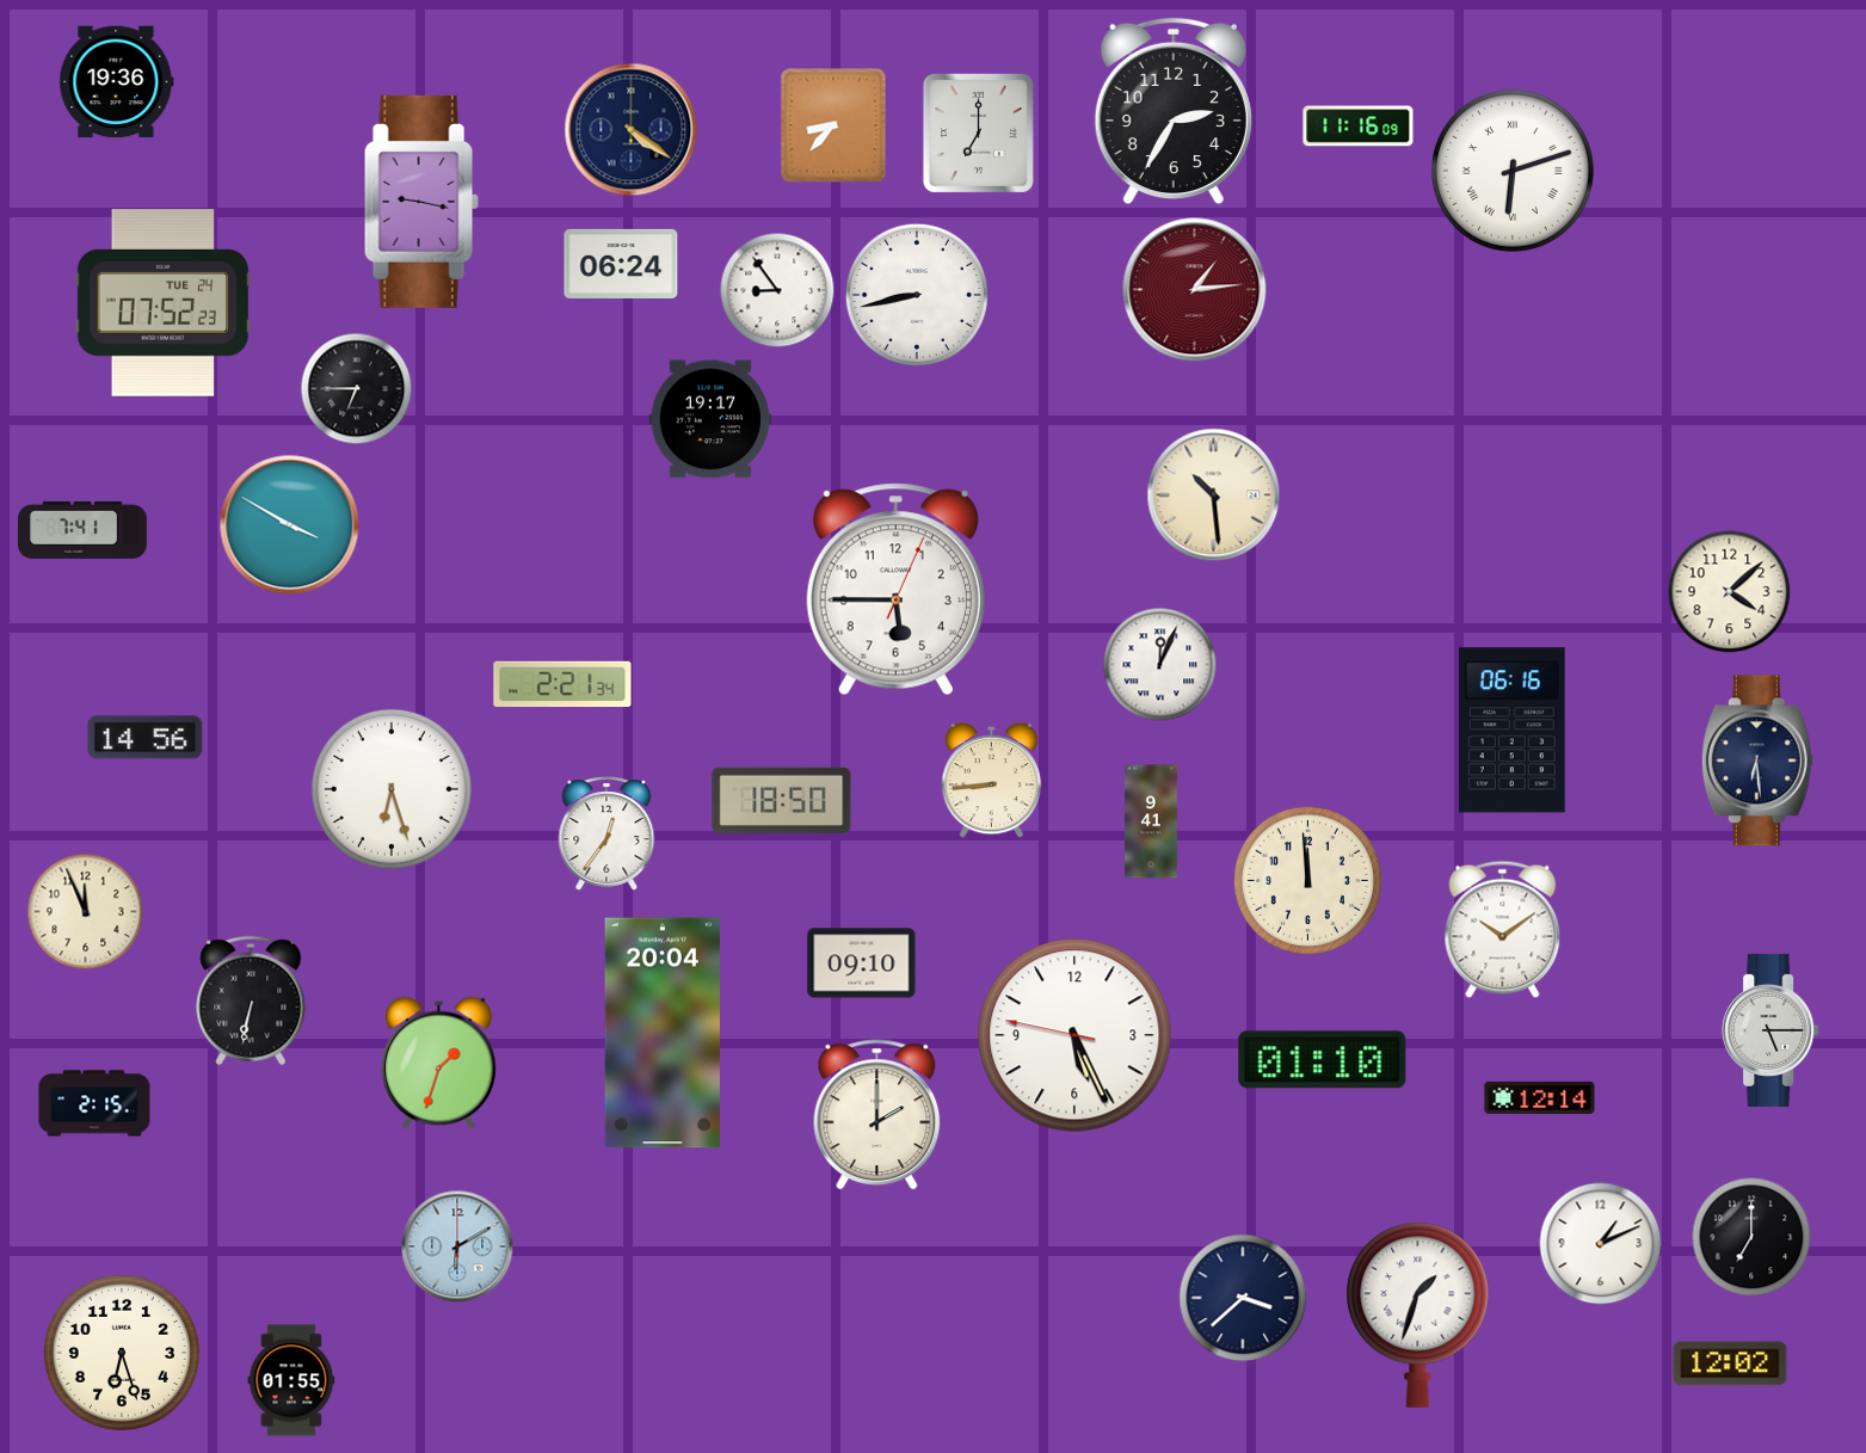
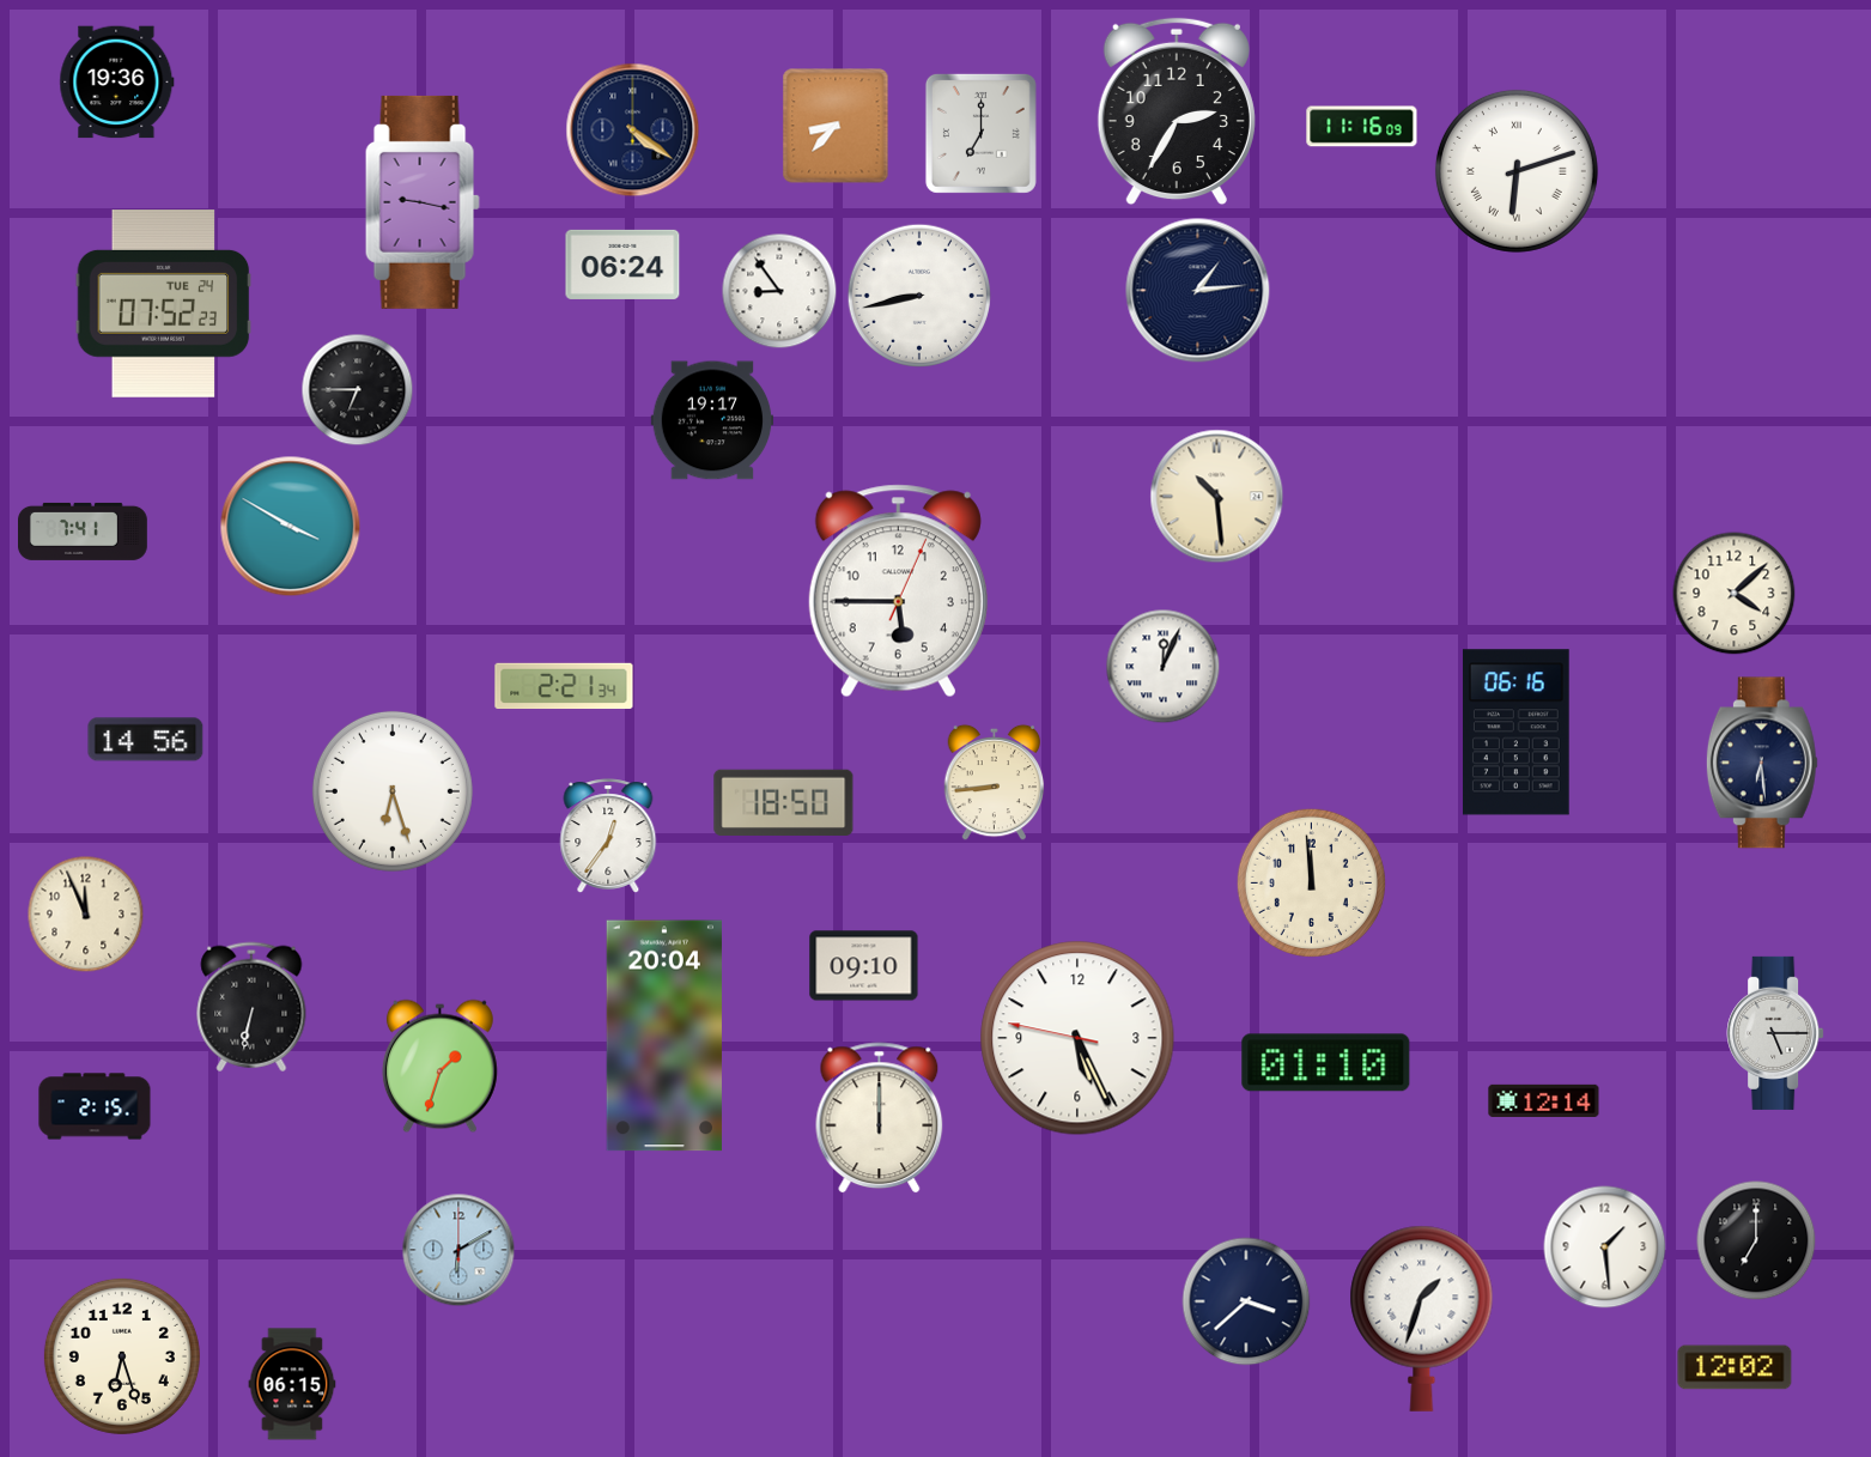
clock at (1195, 290) dial: burgundy -> navy
clock at (1151, 821): 9:41 -> none
clock at (1503, 930): 10:09 -> none
clock at (251, 1001) position: (251, 1001) -> (251, 1007)
clock at (877, 1115): 2:00 -> 12:00
clock at (1601, 1244): 1:11 -> 1:29
clock at (291, 1380): 01:55 -> 06:15
